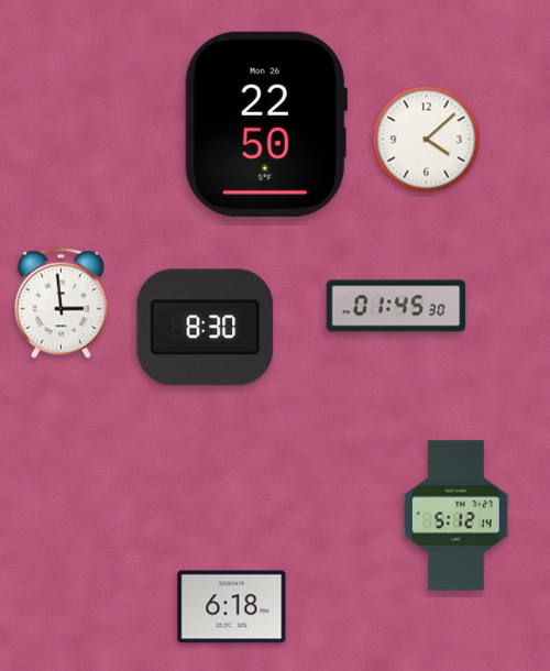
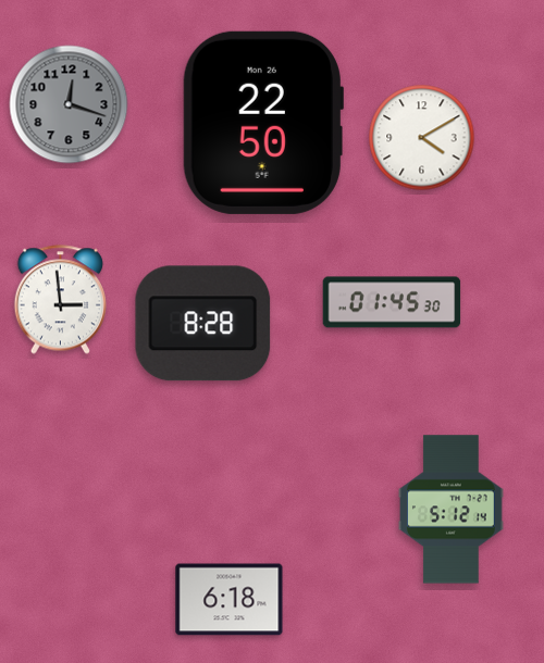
clock at (69, 104): none -> 12:18
clock at (427, 140): 4:08 -> 4:10
clock at (206, 328): 8:30 -> 8:28
